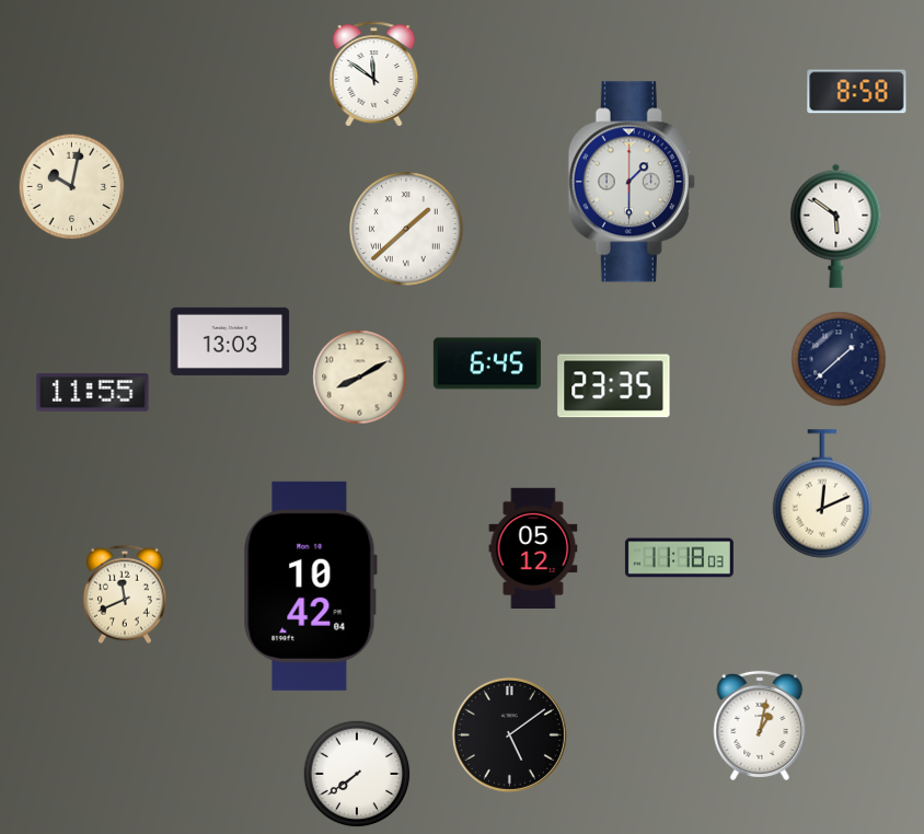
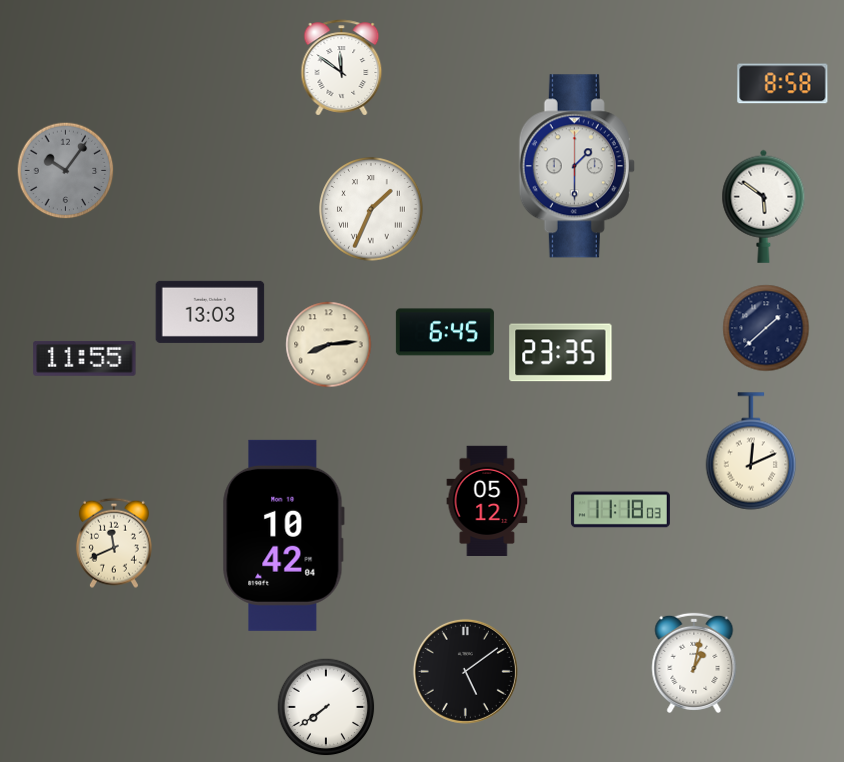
clock at (72, 187): 10:02 -> 10:06
clock at (72, 187) dial: cream -> grey
clock at (406, 229): 1:38 -> 1:34
clock at (360, 378): 8:10 -> 8:14
